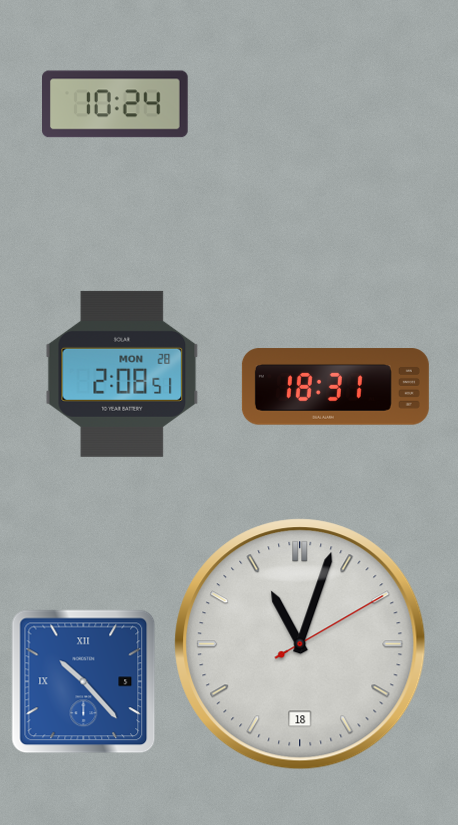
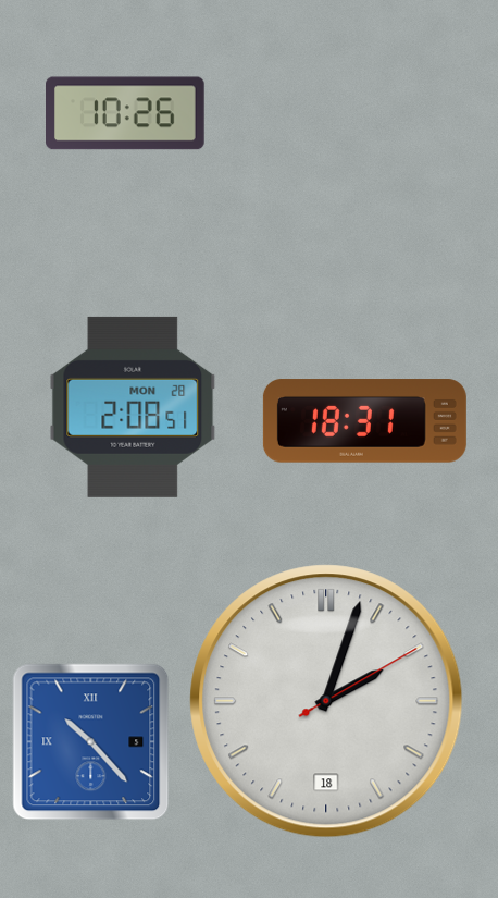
clock at (116, 104): 10:24 -> 10:26
clock at (300, 644): 11:03 -> 2:03
